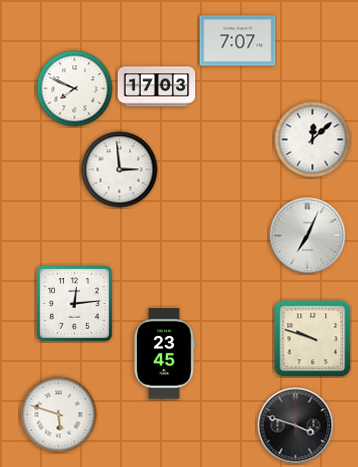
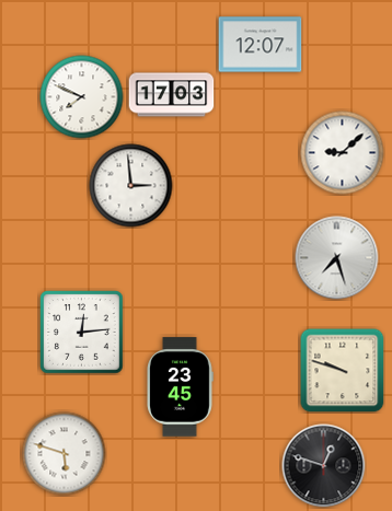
clock at (238, 41): 7:07 -> 12:07
clock at (313, 140): 12:08 -> 9:08
clock at (308, 236): 7:04 -> 7:27
clock at (296, 426): 3:48 -> 12:48
